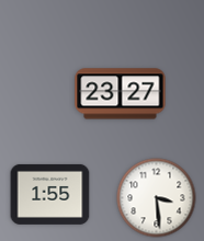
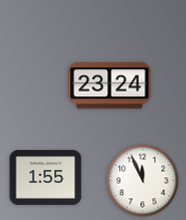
clock at (121, 94): 23:27 -> 23:24
clock at (157, 198): 3:29 -> 11:56
